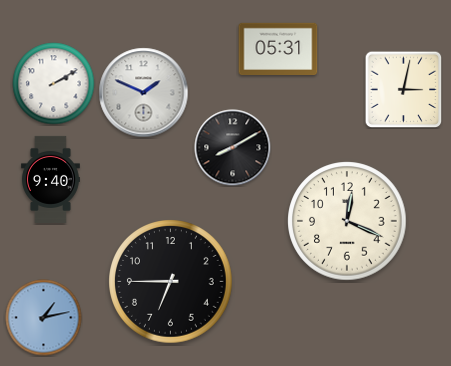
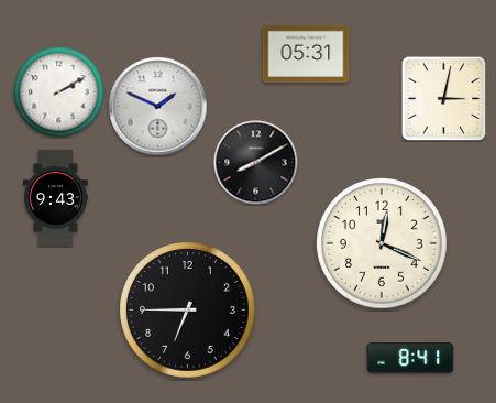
clock at (144, 93) position: (144, 93) -> (158, 107)
clock at (50, 179): 9:40 -> 9:43
clock at (44, 318): 1:13 -> none
clock at (410, 358): none -> 8:41
